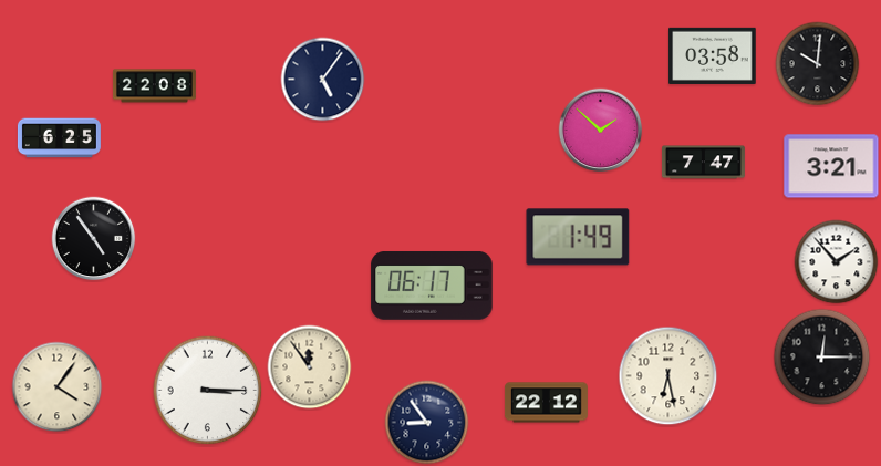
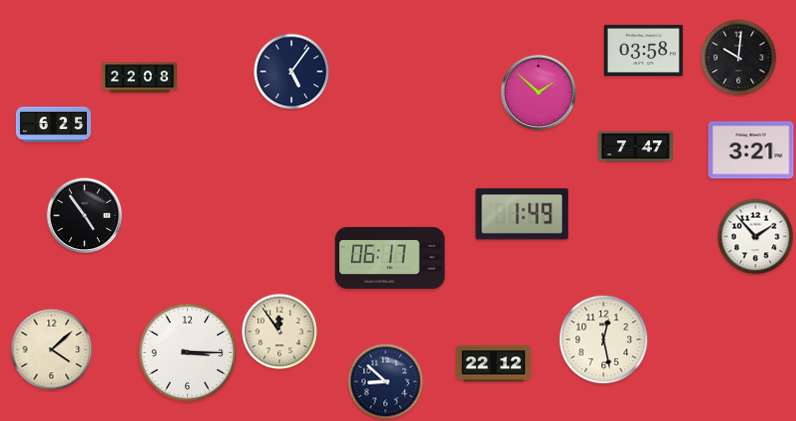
clock at (601, 131) position: (601, 131) -> (539, 93)
clock at (822, 358): 12:15 -> none
clock at (668, 376): 6:28 -> 12:28
clock at (58, 387): 4:06 -> 4:08
clock at (427, 423): 8:54 -> 8:52
